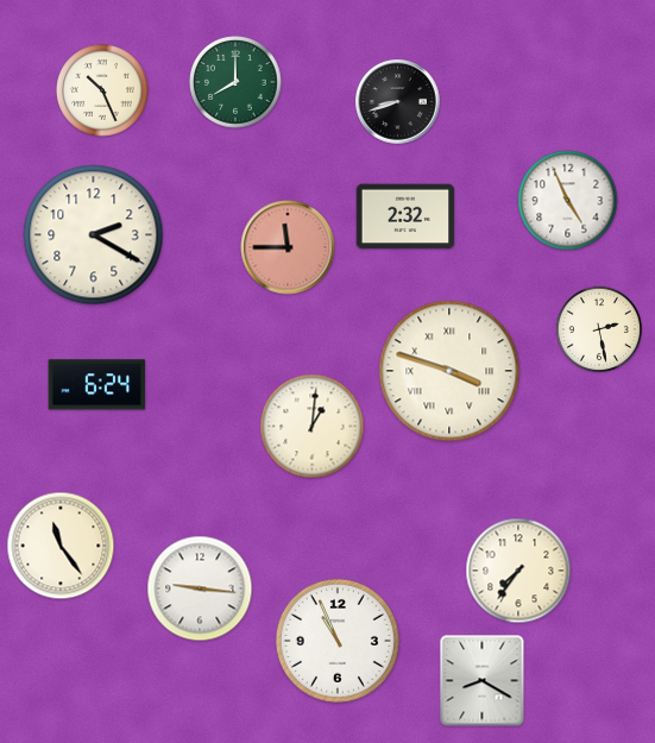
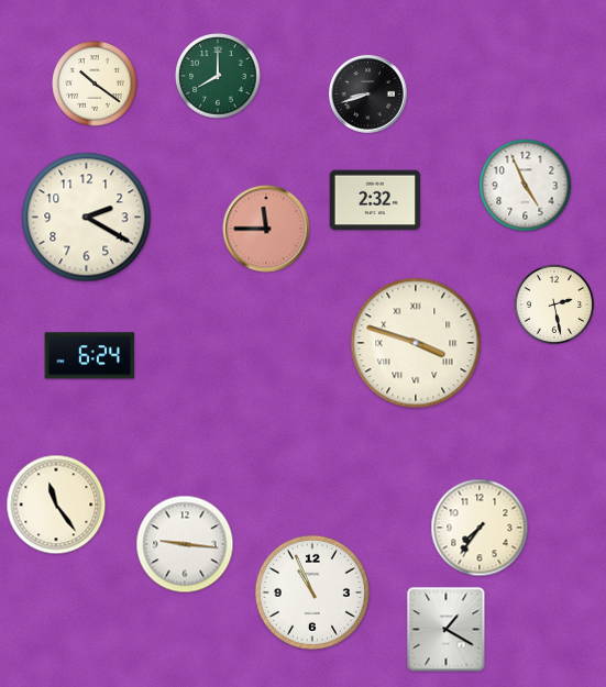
clock at (102, 90): 10:26 -> 10:21
clock at (313, 427): 1:01 -> none
clock at (483, 681): 8:20 -> 1:20
